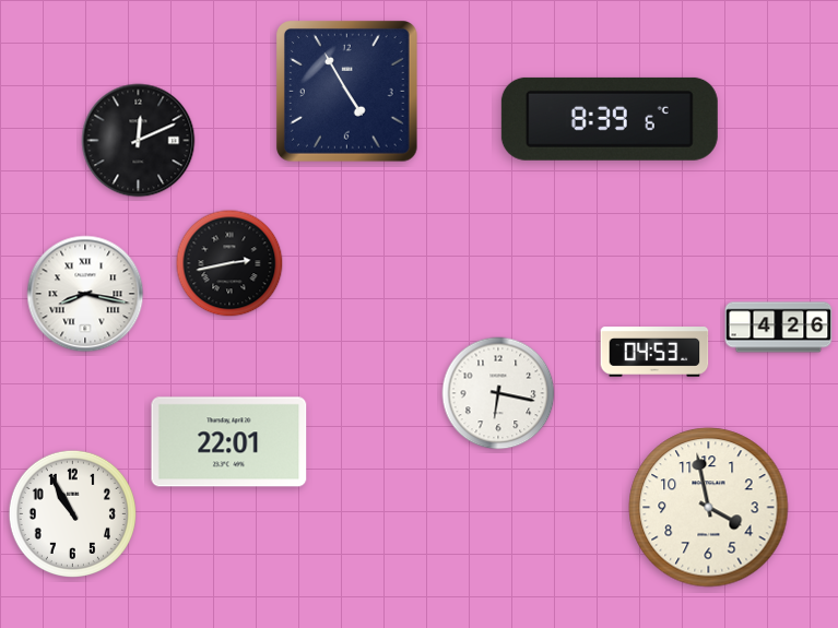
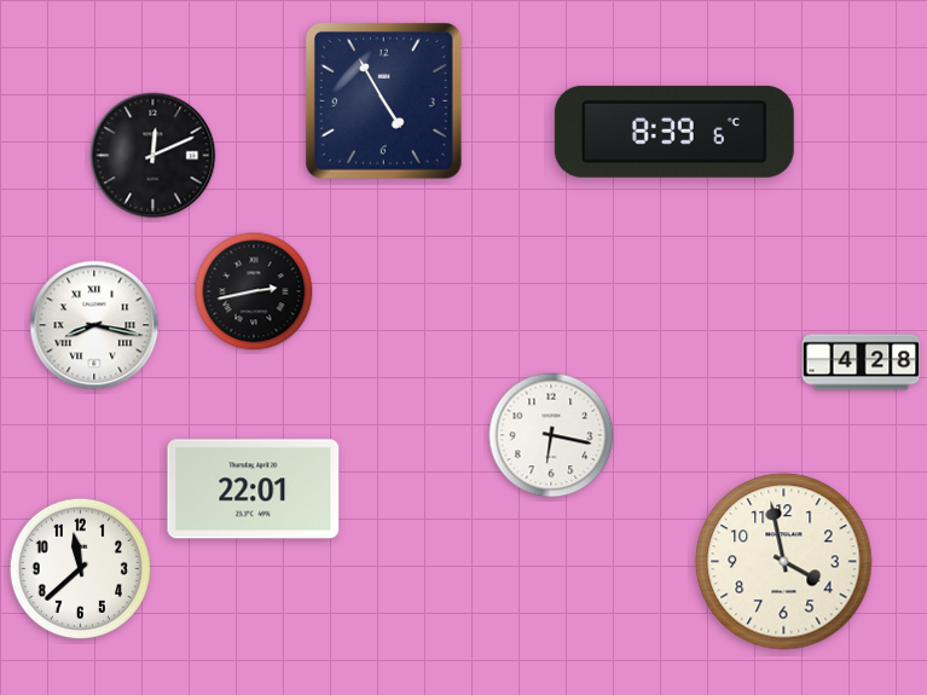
clock at (779, 328): 4:26 -> 4:28
clock at (654, 352): 04:53 -> none
clock at (72, 513): 10:55 -> 11:38
